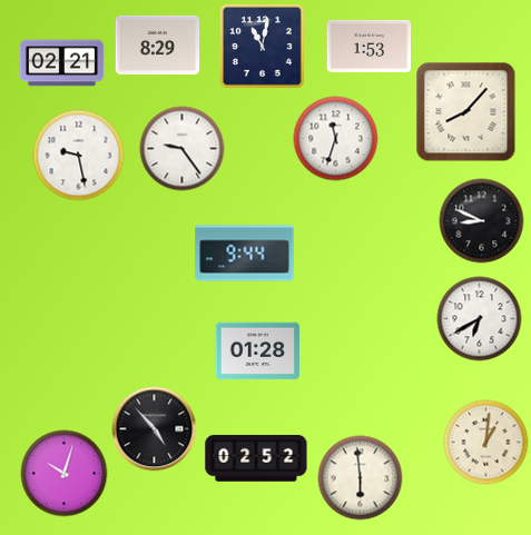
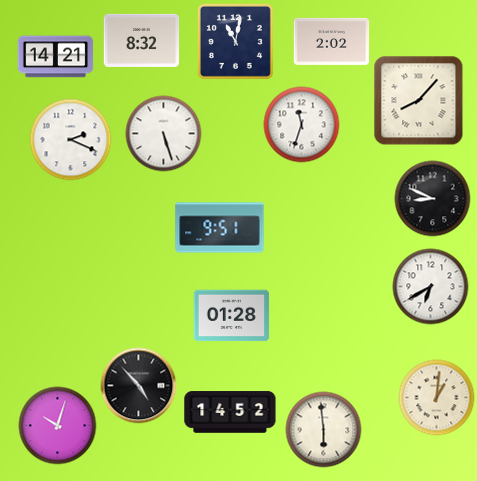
clock at (158, 44): 8:29 -> 8:32
clock at (370, 46): 1:53 -> 2:02
clock at (62, 63): 02:21 -> 14:21
clock at (183, 149): 9:24 -> 5:27
clock at (79, 156): 9:28 -> 2:19
clock at (245, 254): 9:44 -> 9:51
clock at (256, 458): 02:52 -> 14:52
